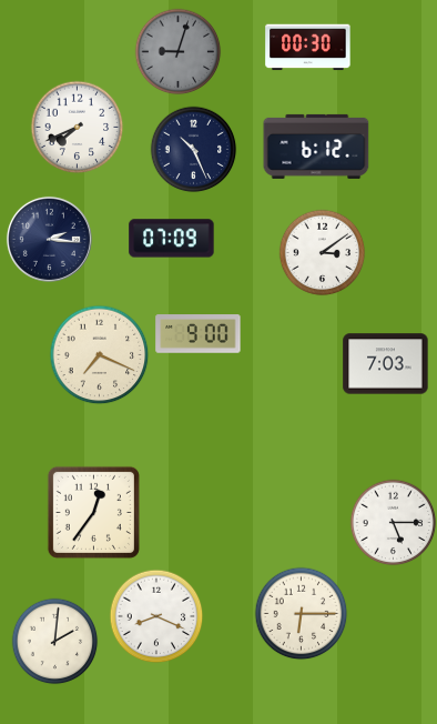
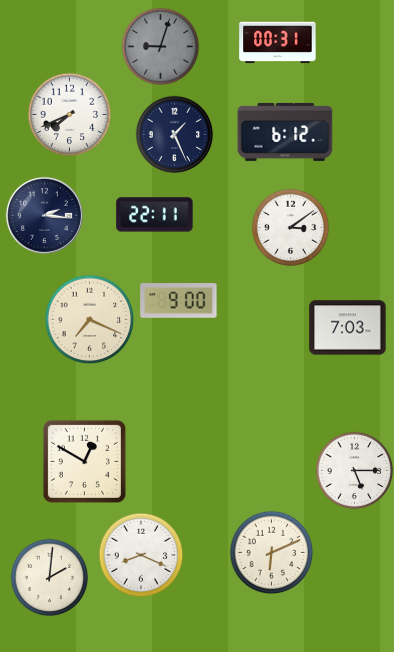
clock at (308, 48): 00:30 -> 00:31
clock at (193, 149): 10:26 -> 1:26
clock at (172, 239): 07:09 -> 22:11
clock at (93, 512): 12:36 -> 12:50
clock at (301, 613): 6:15 -> 6:11
